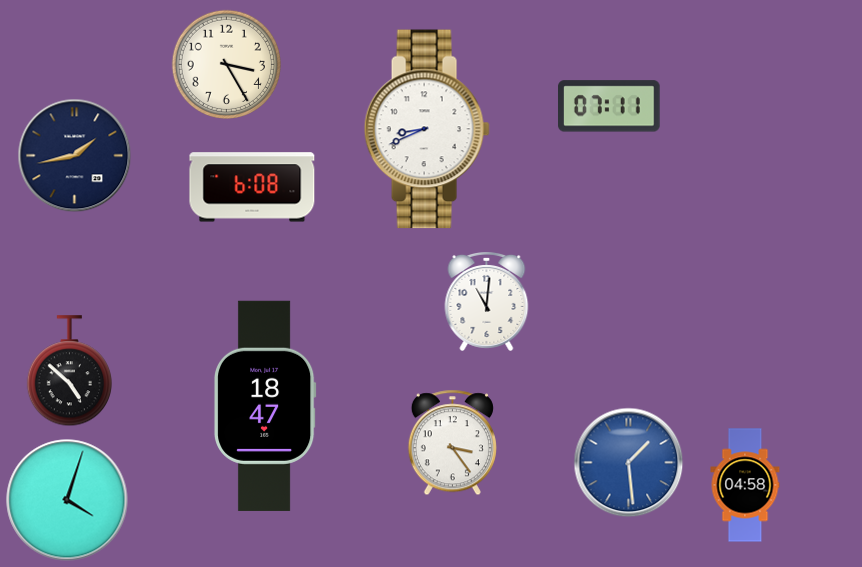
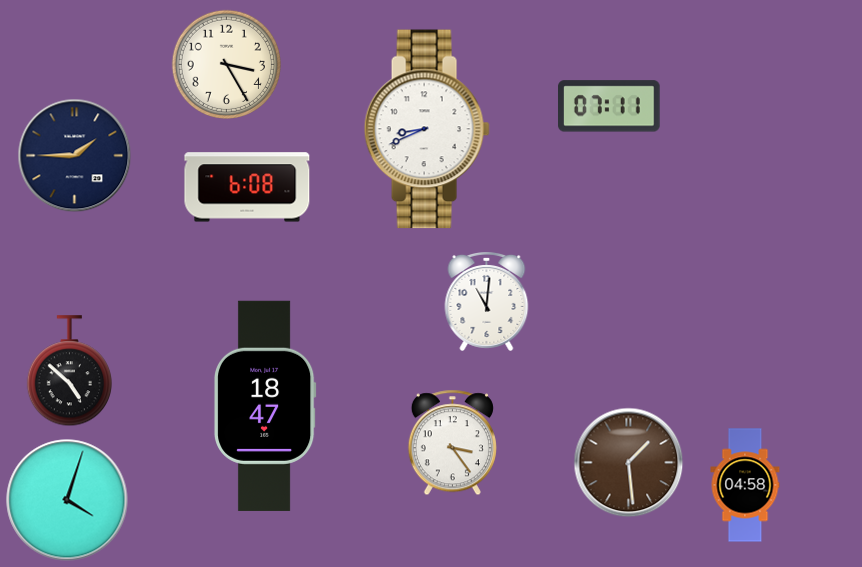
clock at (74, 155): 1:43 -> 1:45
clock at (252, 187) position: (252, 187) -> (247, 187)
clock at (628, 462) dial: blue -> brown
